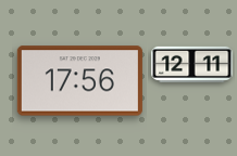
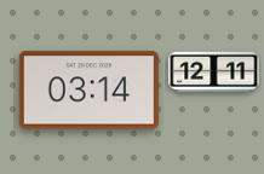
clock at (79, 81): 17:56 -> 03:14
